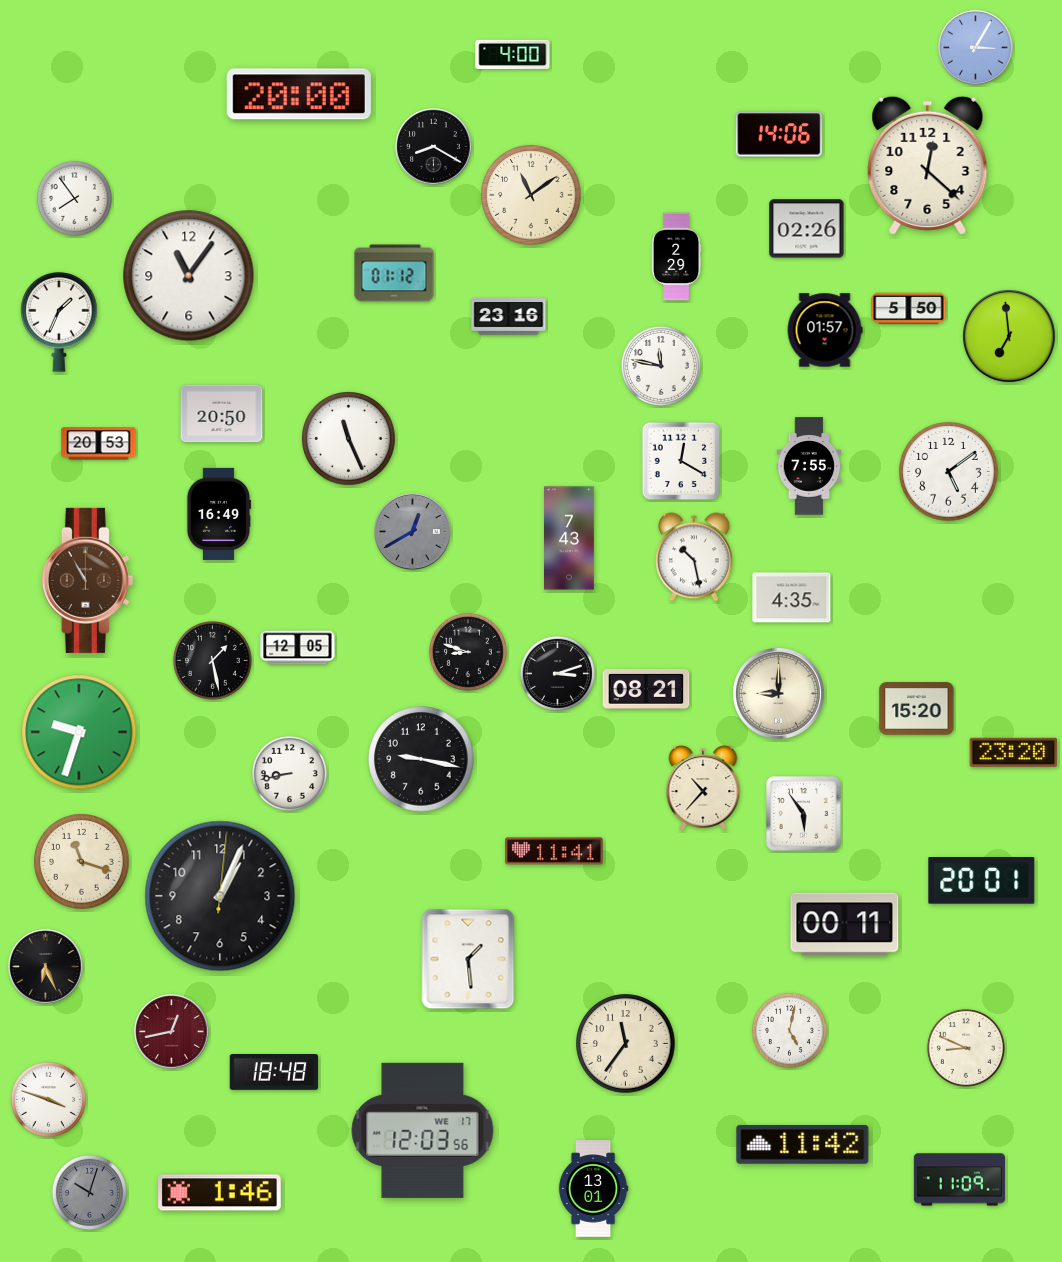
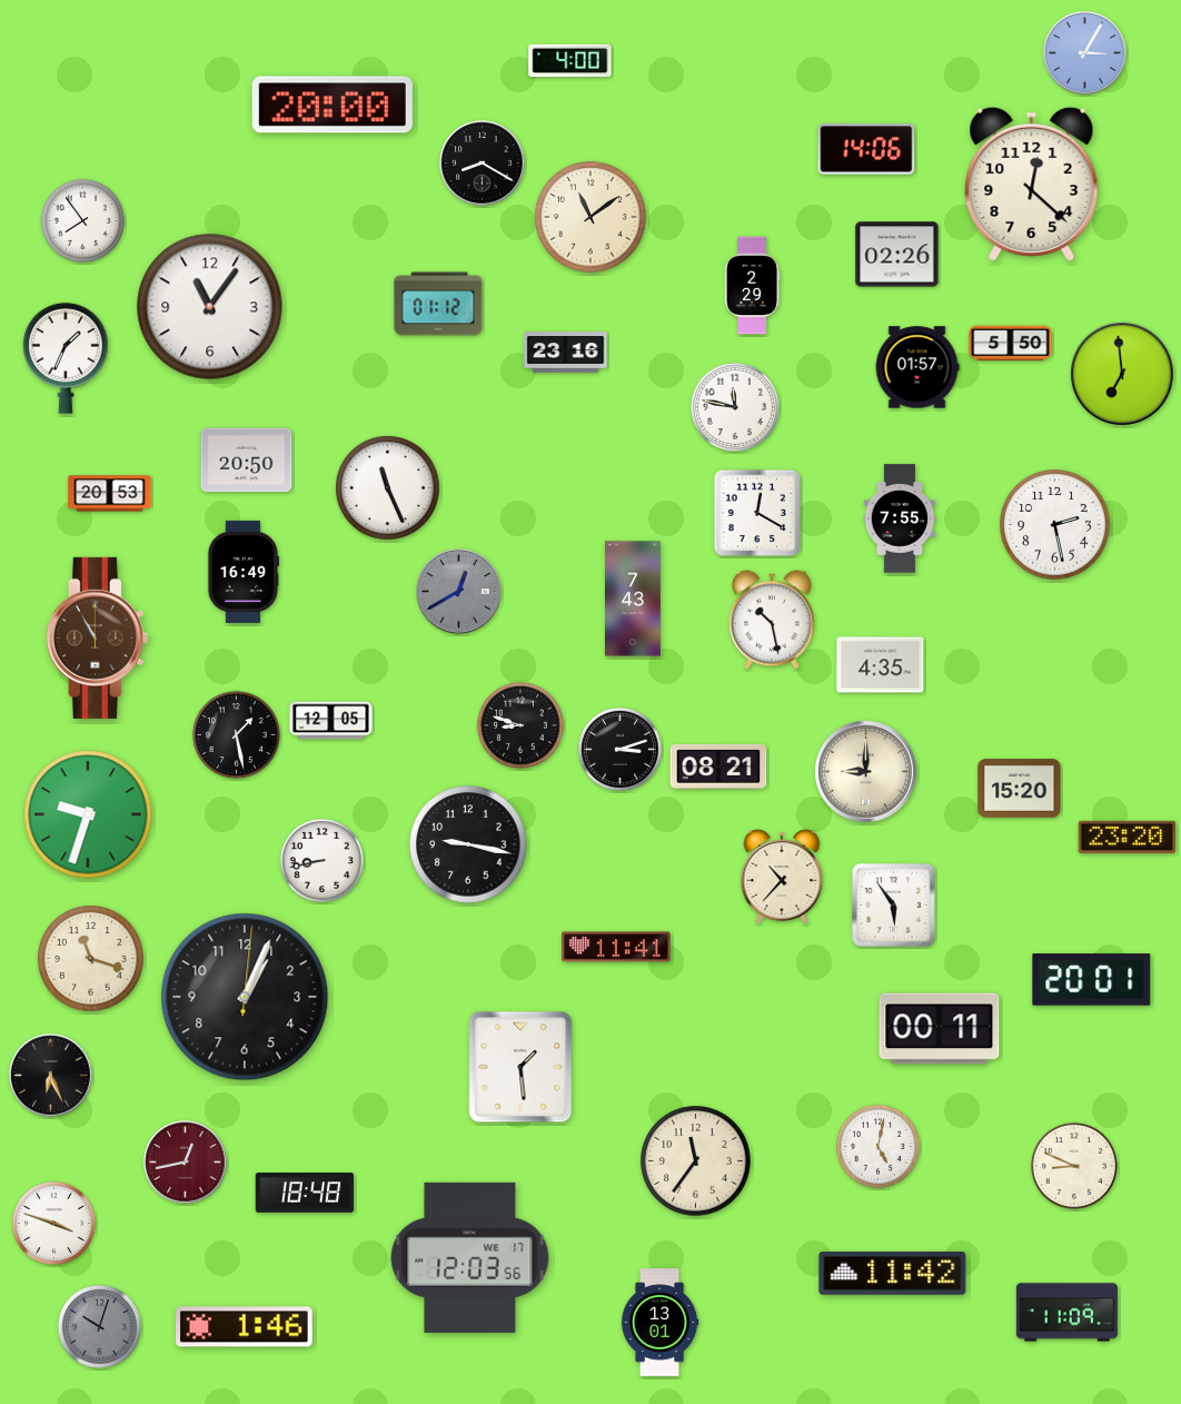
clock at (949, 472): 5:09 -> 2:28
clock at (87, 580) position: (87, 580) -> (97, 637)
clock at (172, 1032) position: (172, 1032) -> (186, 1163)
